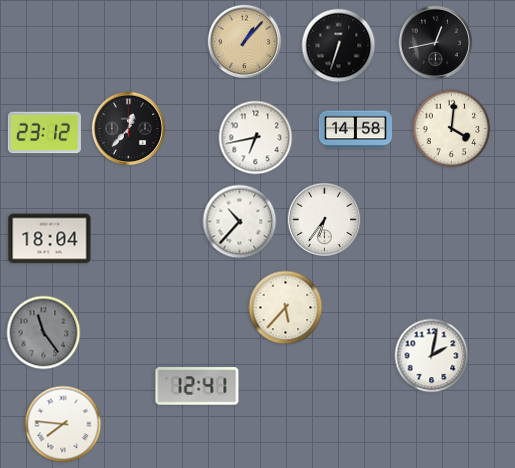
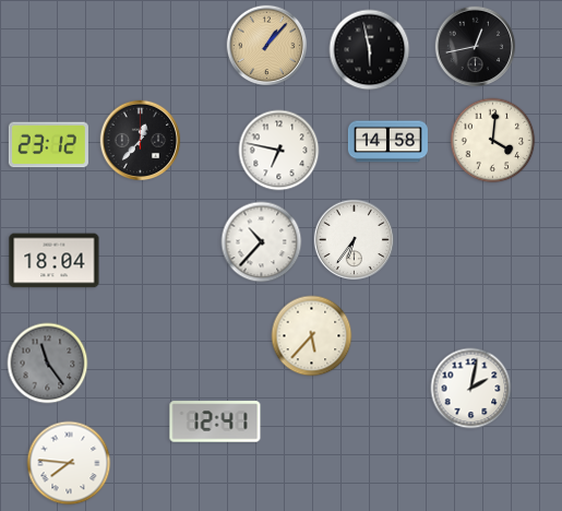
clock at (339, 46): 6:33 -> 5:58
clock at (256, 138): 6:43 -> 6:47
